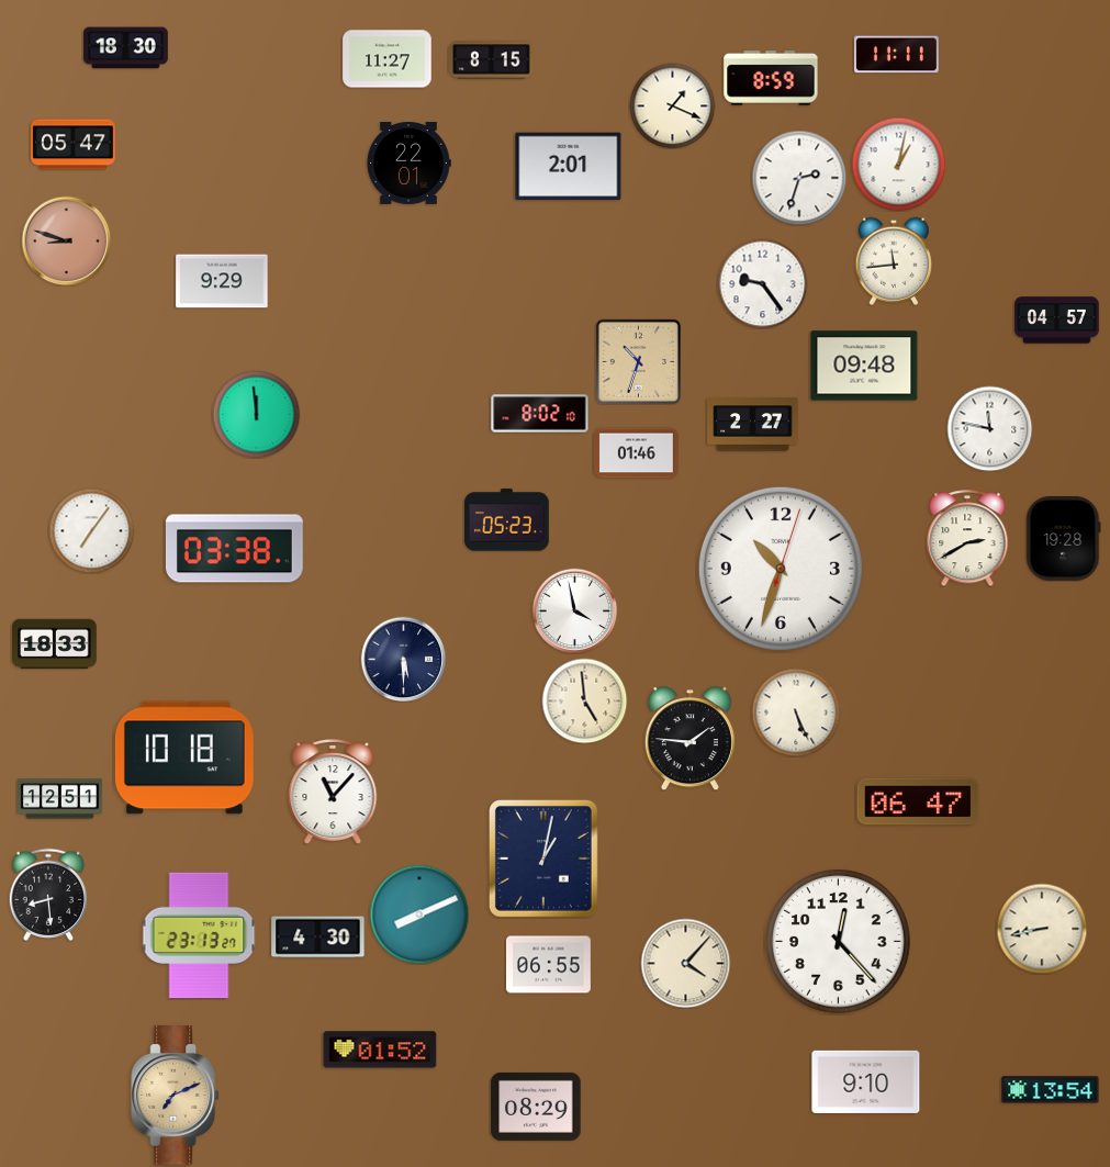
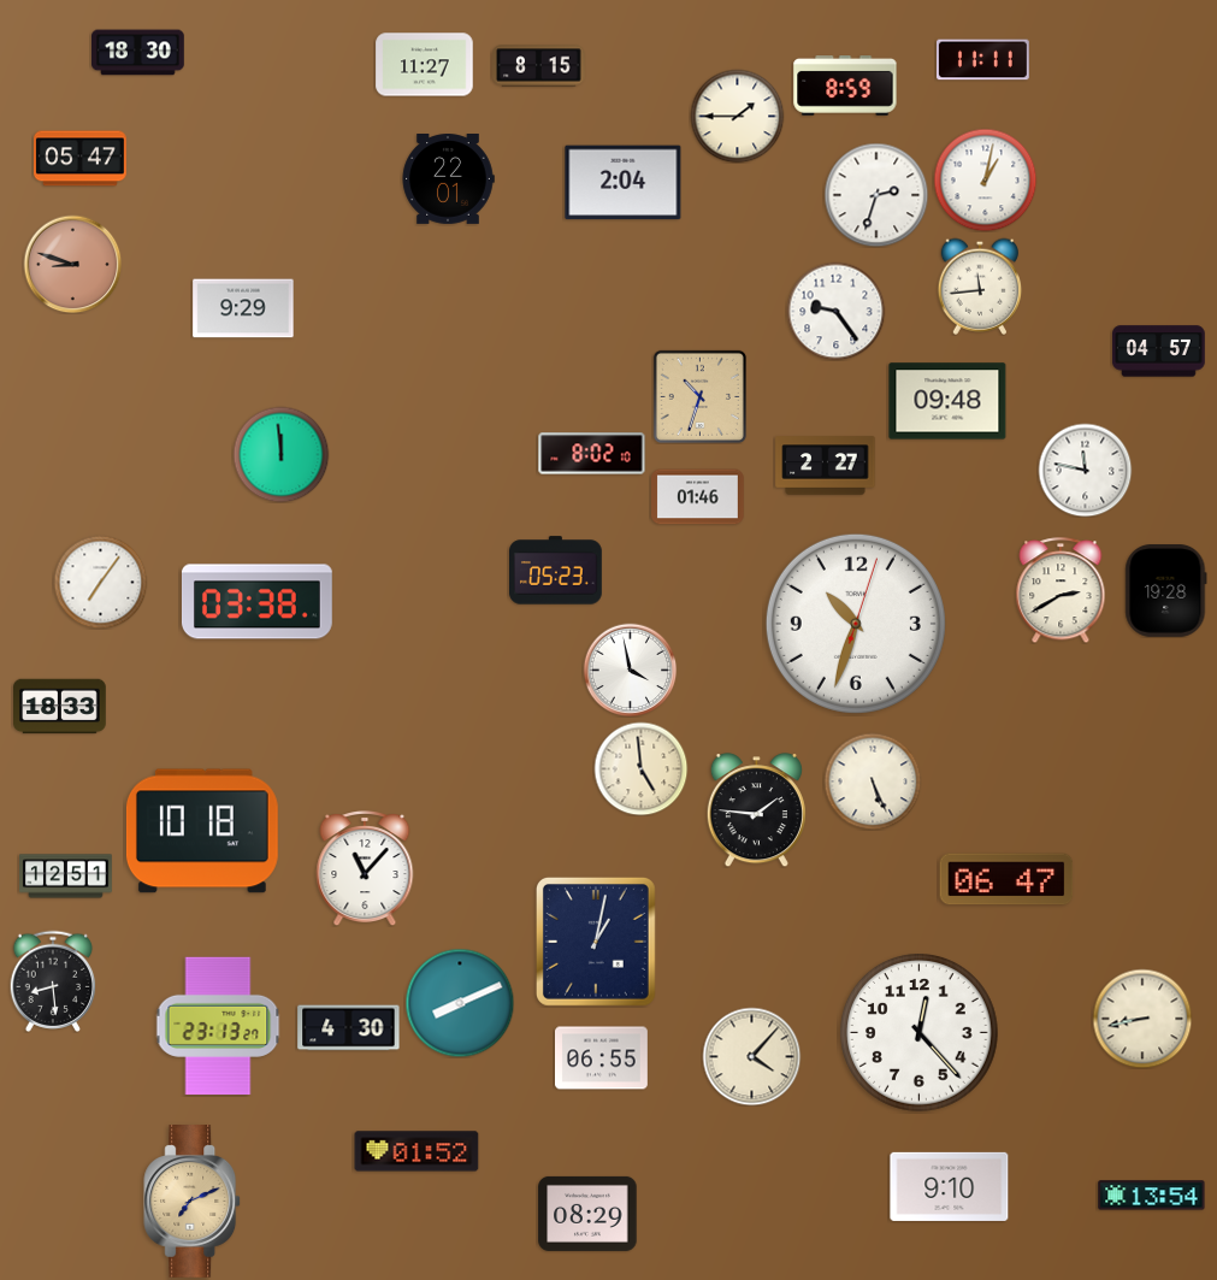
clock at (672, 105): 1:19 -> 1:45
clock at (569, 167): 2:01 -> 2:04
clock at (403, 659): 5:30 -> none
